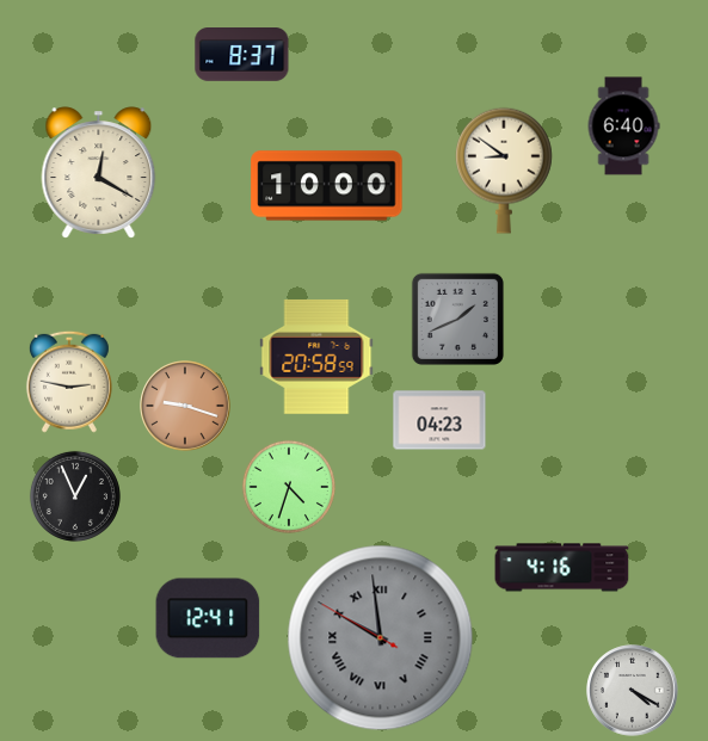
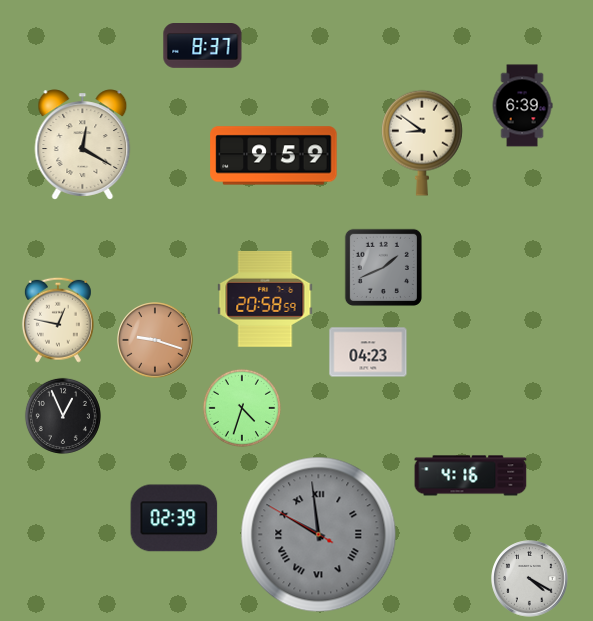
clock at (623, 126): 6:40 -> 6:39
clock at (327, 186): 10:00 -> 9:59
clock at (69, 382): 2:47 -> 12:47
clock at (208, 618): 12:41 -> 02:39
